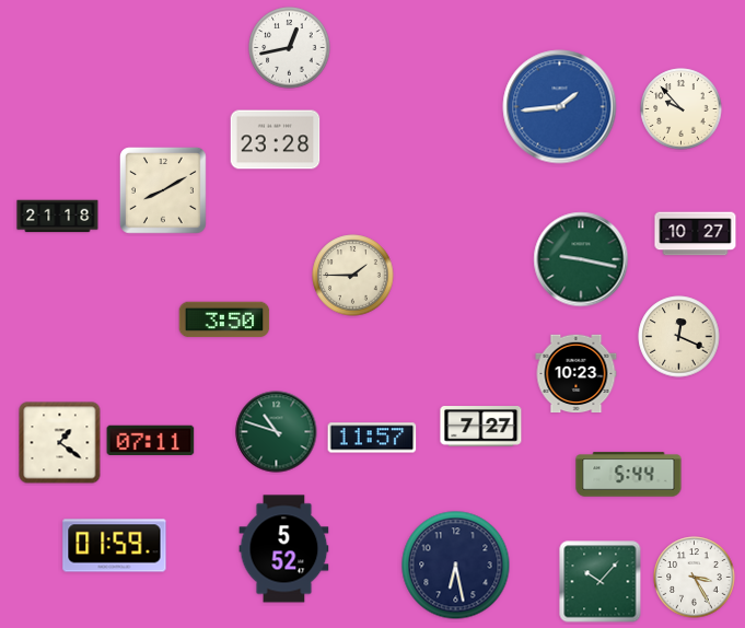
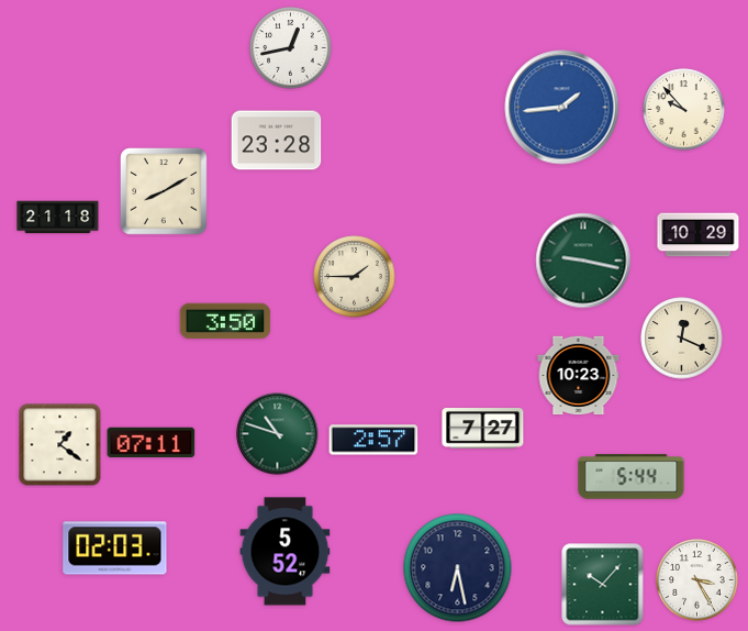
clock at (696, 234): 10:27 -> 10:29
clock at (372, 438): 11:57 -> 2:57
clock at (115, 546): 01:59 -> 02:03
